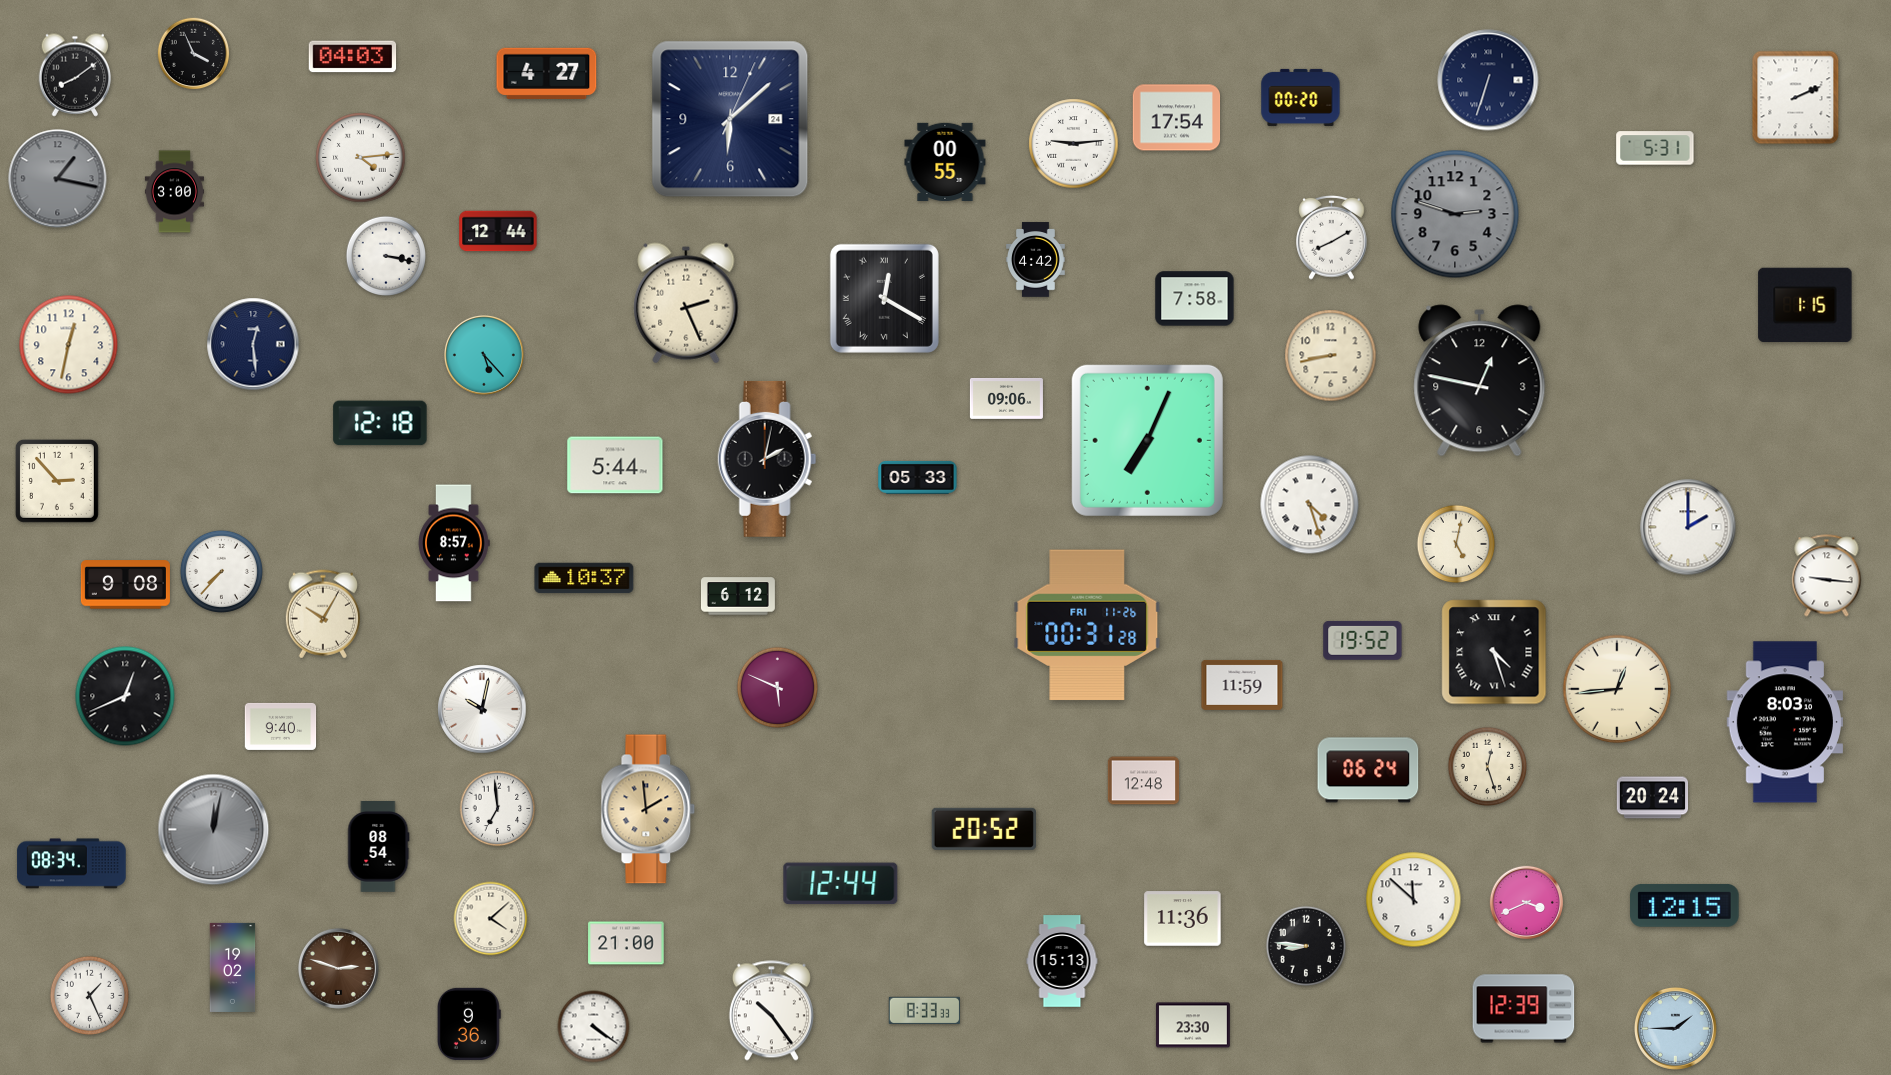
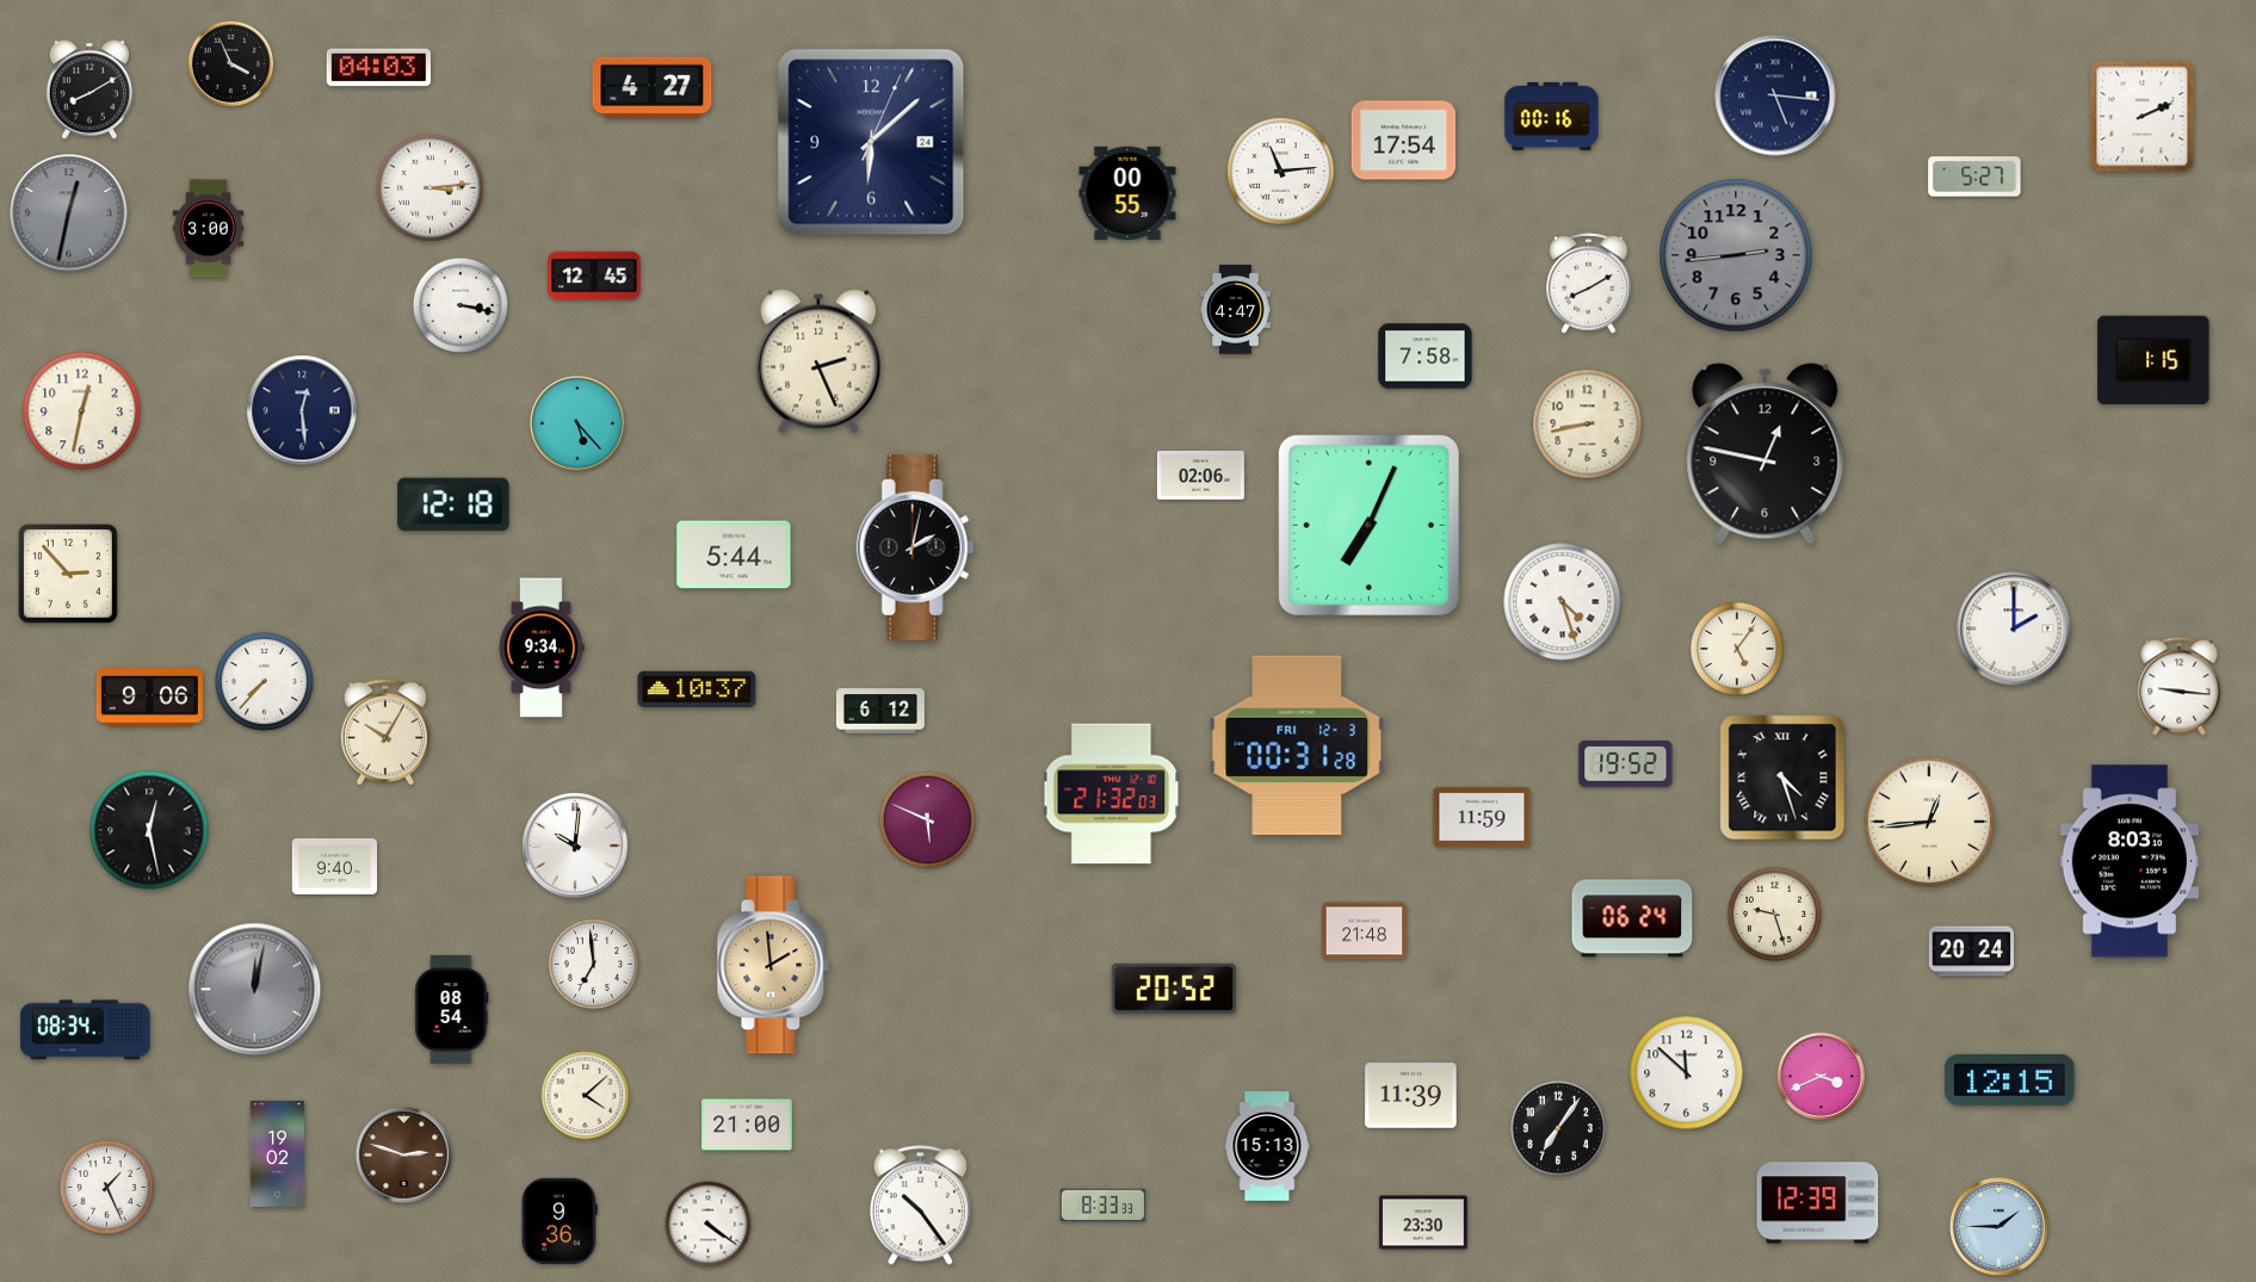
clock at (353, 57) position: (353, 57) -> (379, 68)
clock at (75, 75): 8:09 -> 8:10
clock at (1488, 80): 6:33 -> 5:16
clock at (1301, 97): 00:20 -> 00:16
clock at (1074, 144): 9:14 -> 11:14
clock at (1655, 148): 5:31 -> 5:27
clock at (361, 158): 4:14 -> 3:14
clock at (58, 179): 1:17 -> 12:32
clock at (1455, 214): 2:48 -> 2:44
clock at (498, 231): 12:44 -> 12:45
clock at (1036, 260): 4:42 -> 4:47
clock at (884, 298): 12:20 -> none
clock at (1805, 304) position: (1805, 304) -> (2153, 359)
clock at (1006, 398): 09:06 -> 02:06
clock at (918, 477): 05:33 -> none
clock at (454, 543): 8:57 -> 9:34
clock at (1456, 544): 5:02 -> 5:06
clock at (125, 585): 9:08 -> 9:06
clock at (1087, 625) date: FRI 11-26 -> FRI 12-3
clock at (1112, 794): none -> 21:32
clock at (125, 696): 12:41 -> 12:28
clock at (482, 709): 10:02 -> 10:01
clock at (1488, 767): 12:27 -> 9:27
clock at (1144, 781): 12:48 -> 21:48
clock at (841, 884): 12:44 -> none
clock at (1183, 919): 11:36 -> 11:39
clock at (1305, 945): 8:46 -> 7:06
